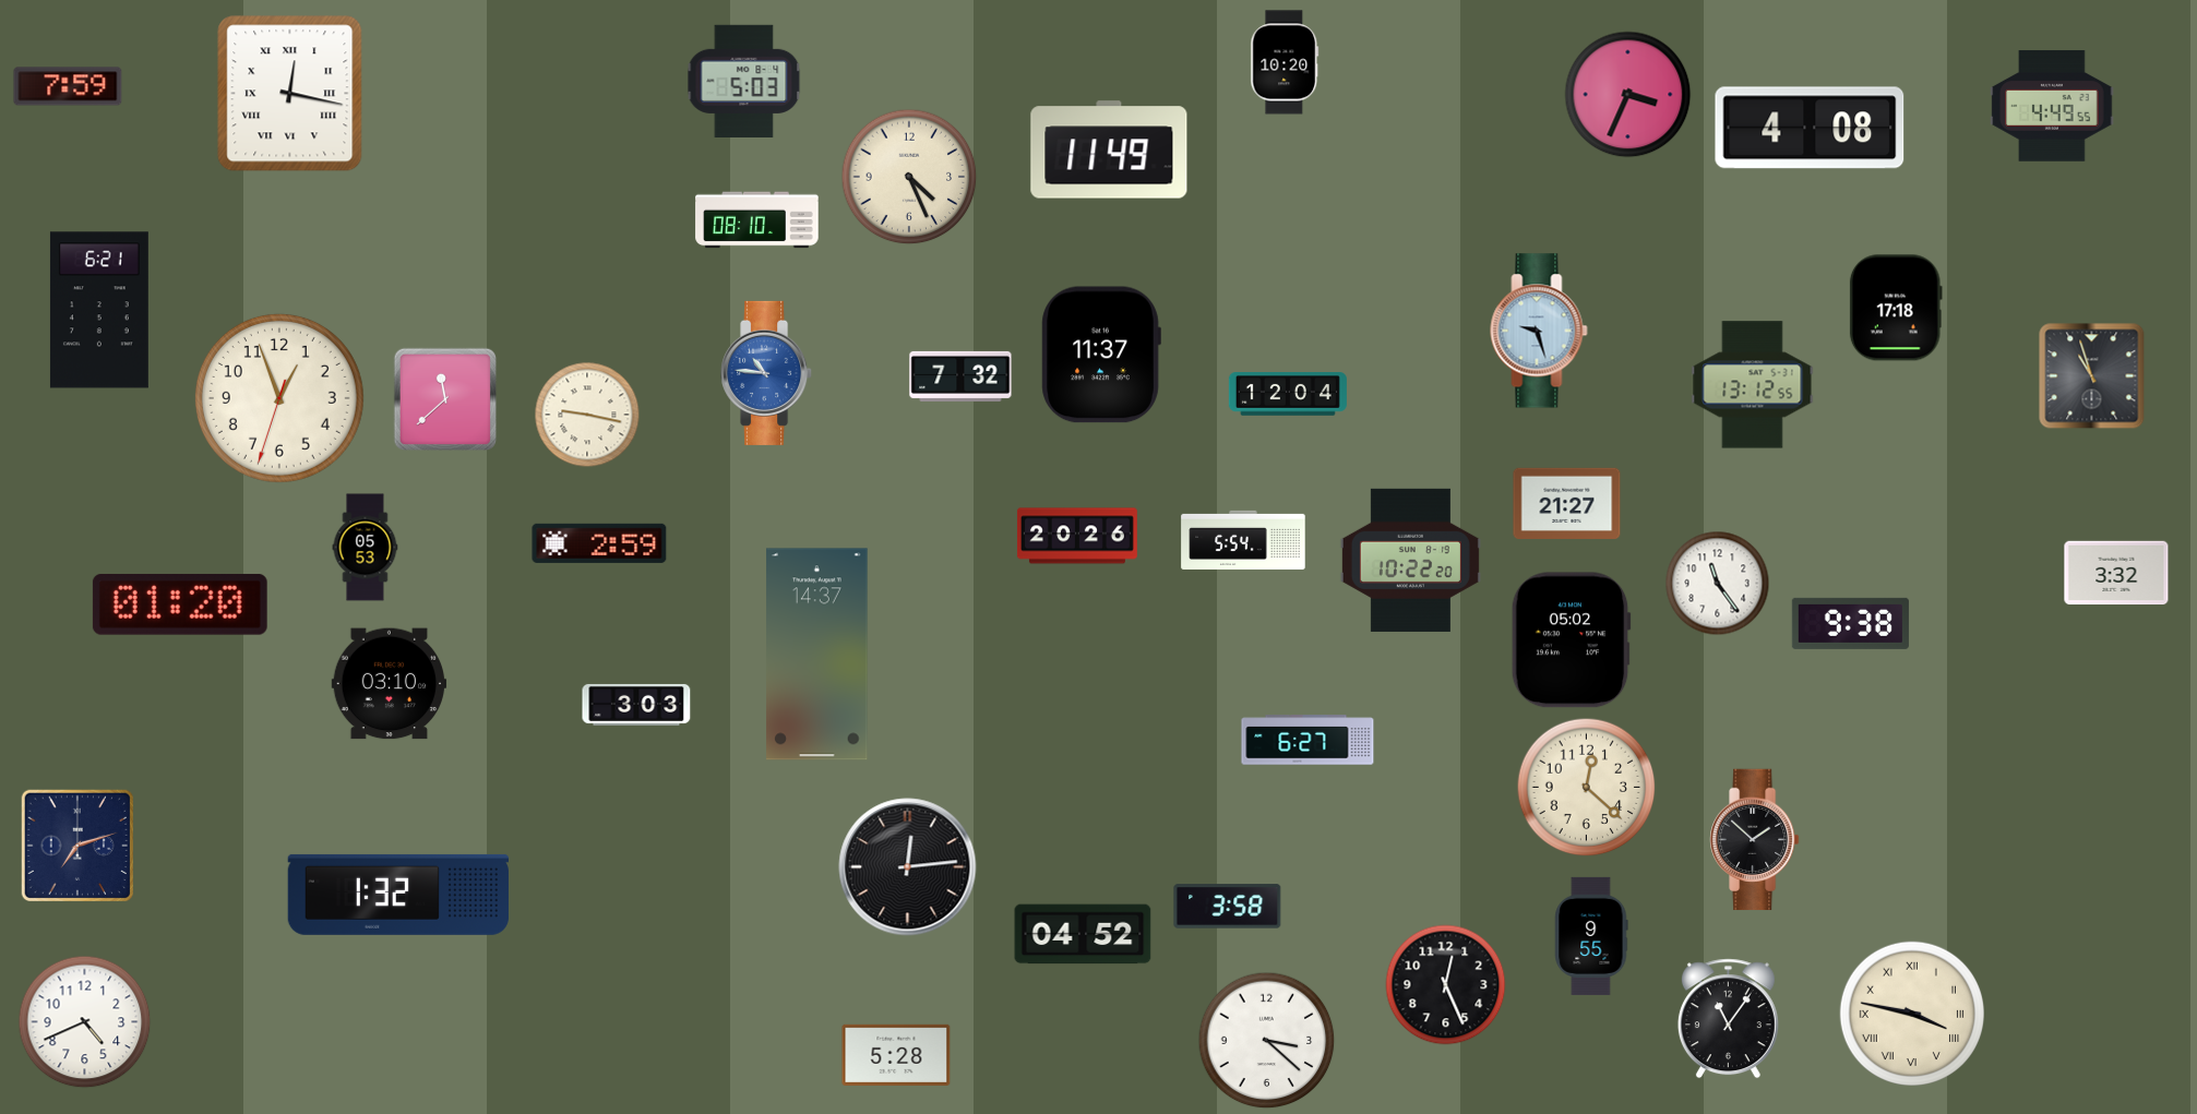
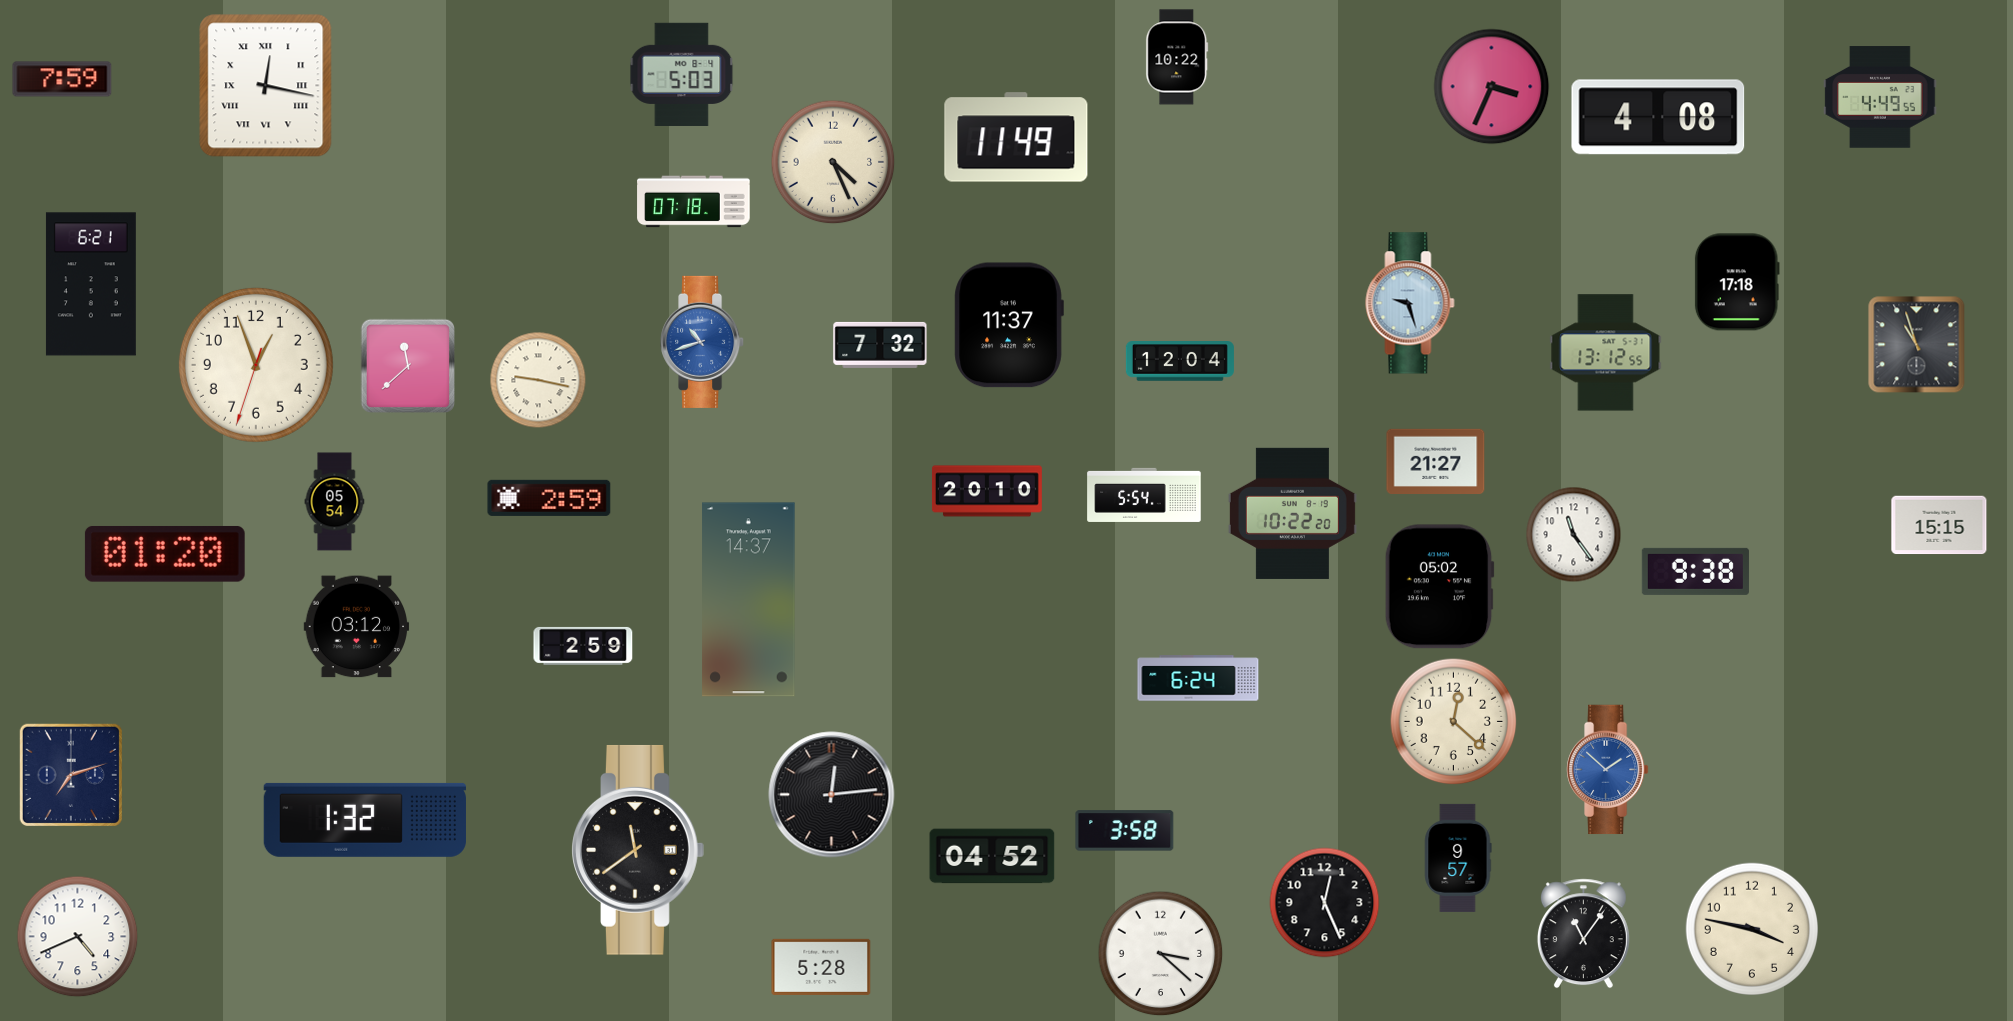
clock at (1285, 62): 10:20 -> 10:22
clock at (757, 220): 08:10 -> 07:18
clock at (767, 373): 10:46 -> 10:42
clock at (1077, 536): 20:26 -> 20:10
clock at (1243, 540) position: (1243, 540) -> (1144, 495)
clock at (366, 548): 05:53 -> 05:54
clock at (2116, 573): 3:32 -> 15:15
clock at (390, 684): 03:10 -> 03:12
clock at (636, 705): 3:03 -> 2:59
clock at (1308, 740): 6:27 -> 6:24
clock at (1755, 840) dial: black -> blue
clock at (638, 850): none -> 11:39
clock at (1591, 936): 9:55 -> 9:57
clock at (1911, 1013) numerals: Roman -> Arabic
